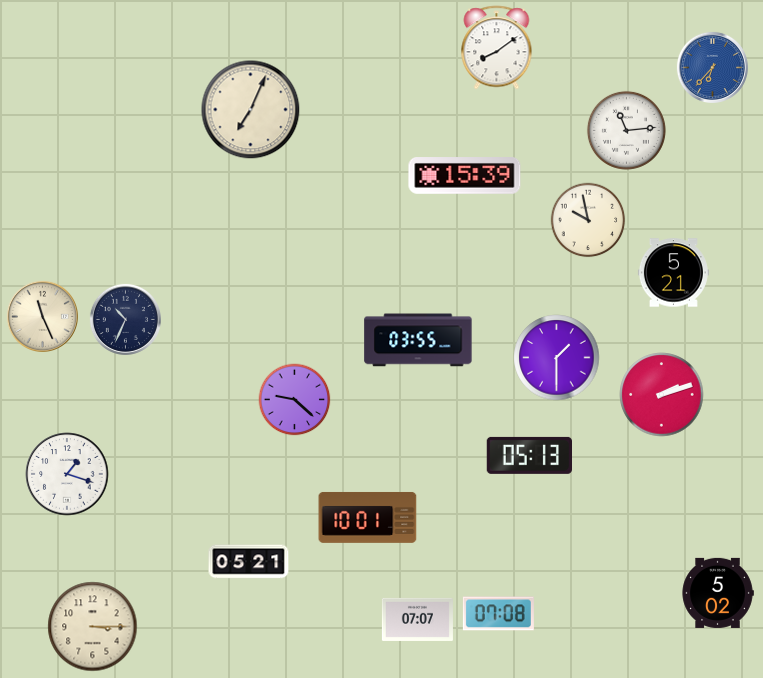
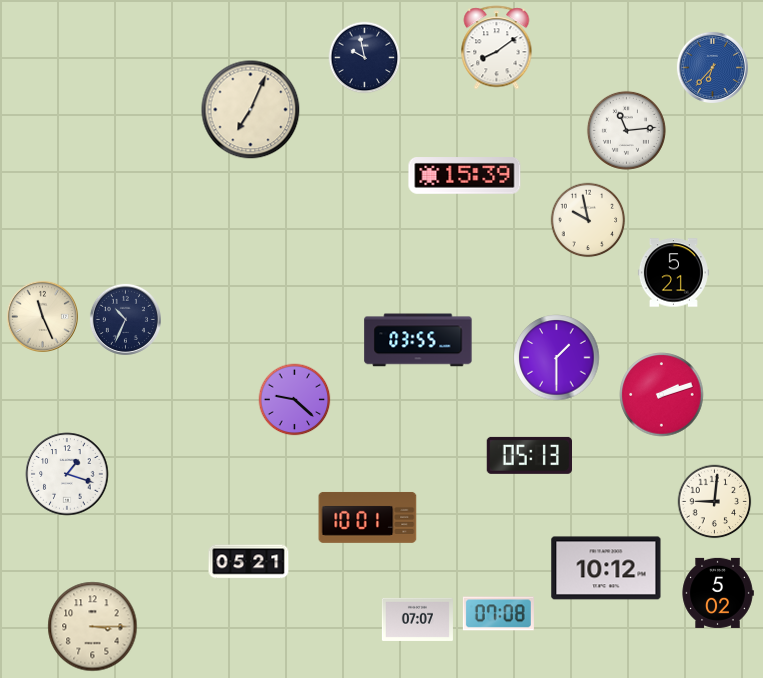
clock at (365, 58): none -> 9:58
clock at (715, 502): none -> 9:01
clock at (606, 568): none -> 10:12
